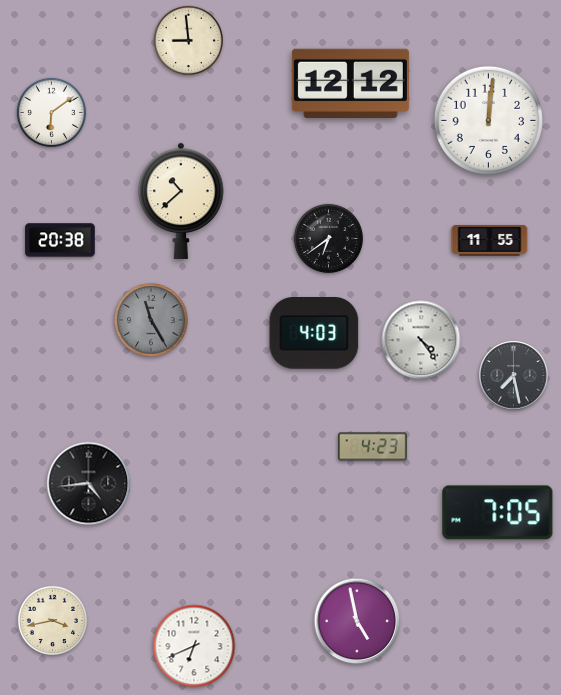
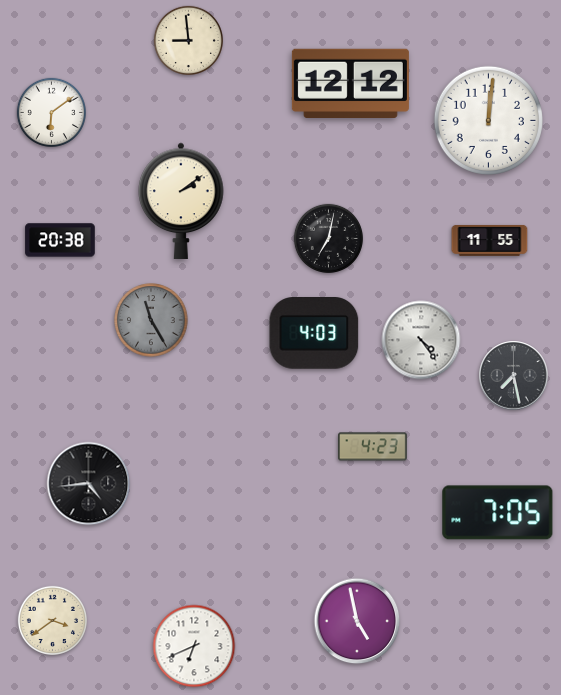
clock at (181, 201): 10:38 -> 2:09
clock at (328, 238): 6:39 -> 7:02
clock at (52, 620): 3:43 -> 3:39
